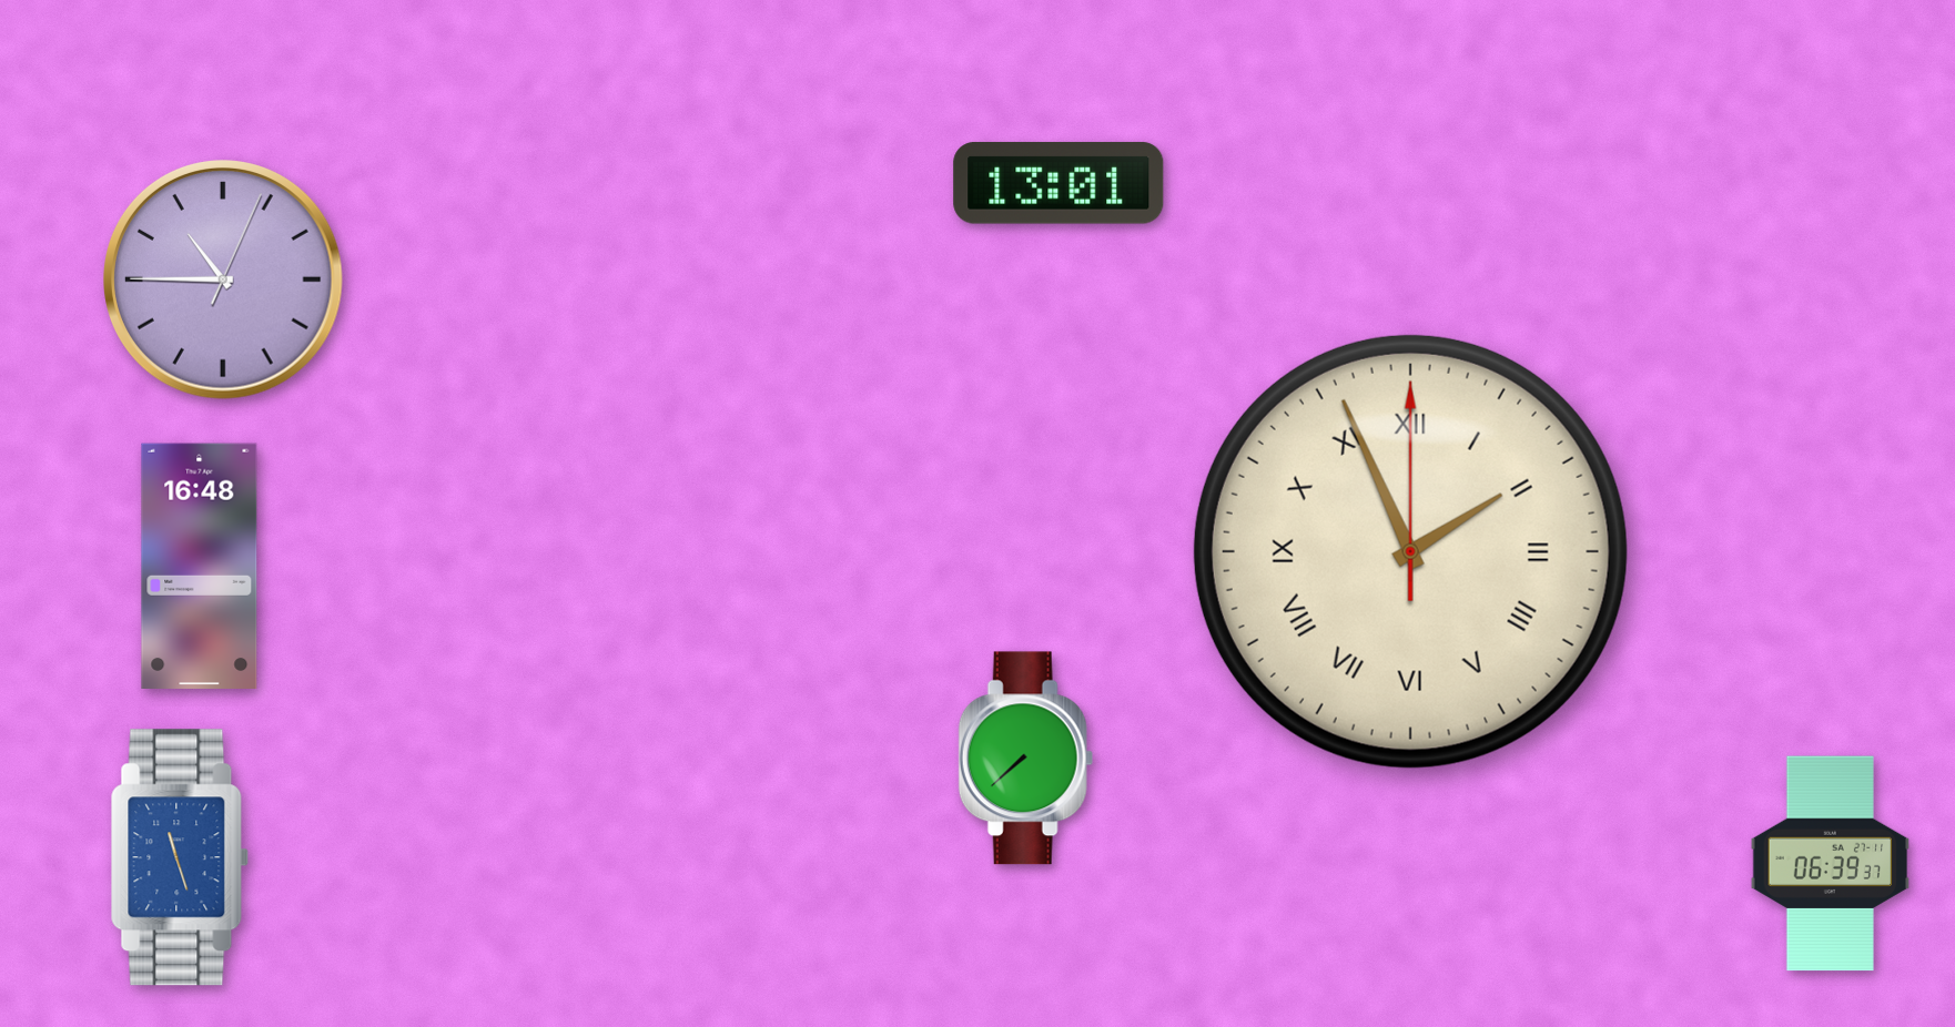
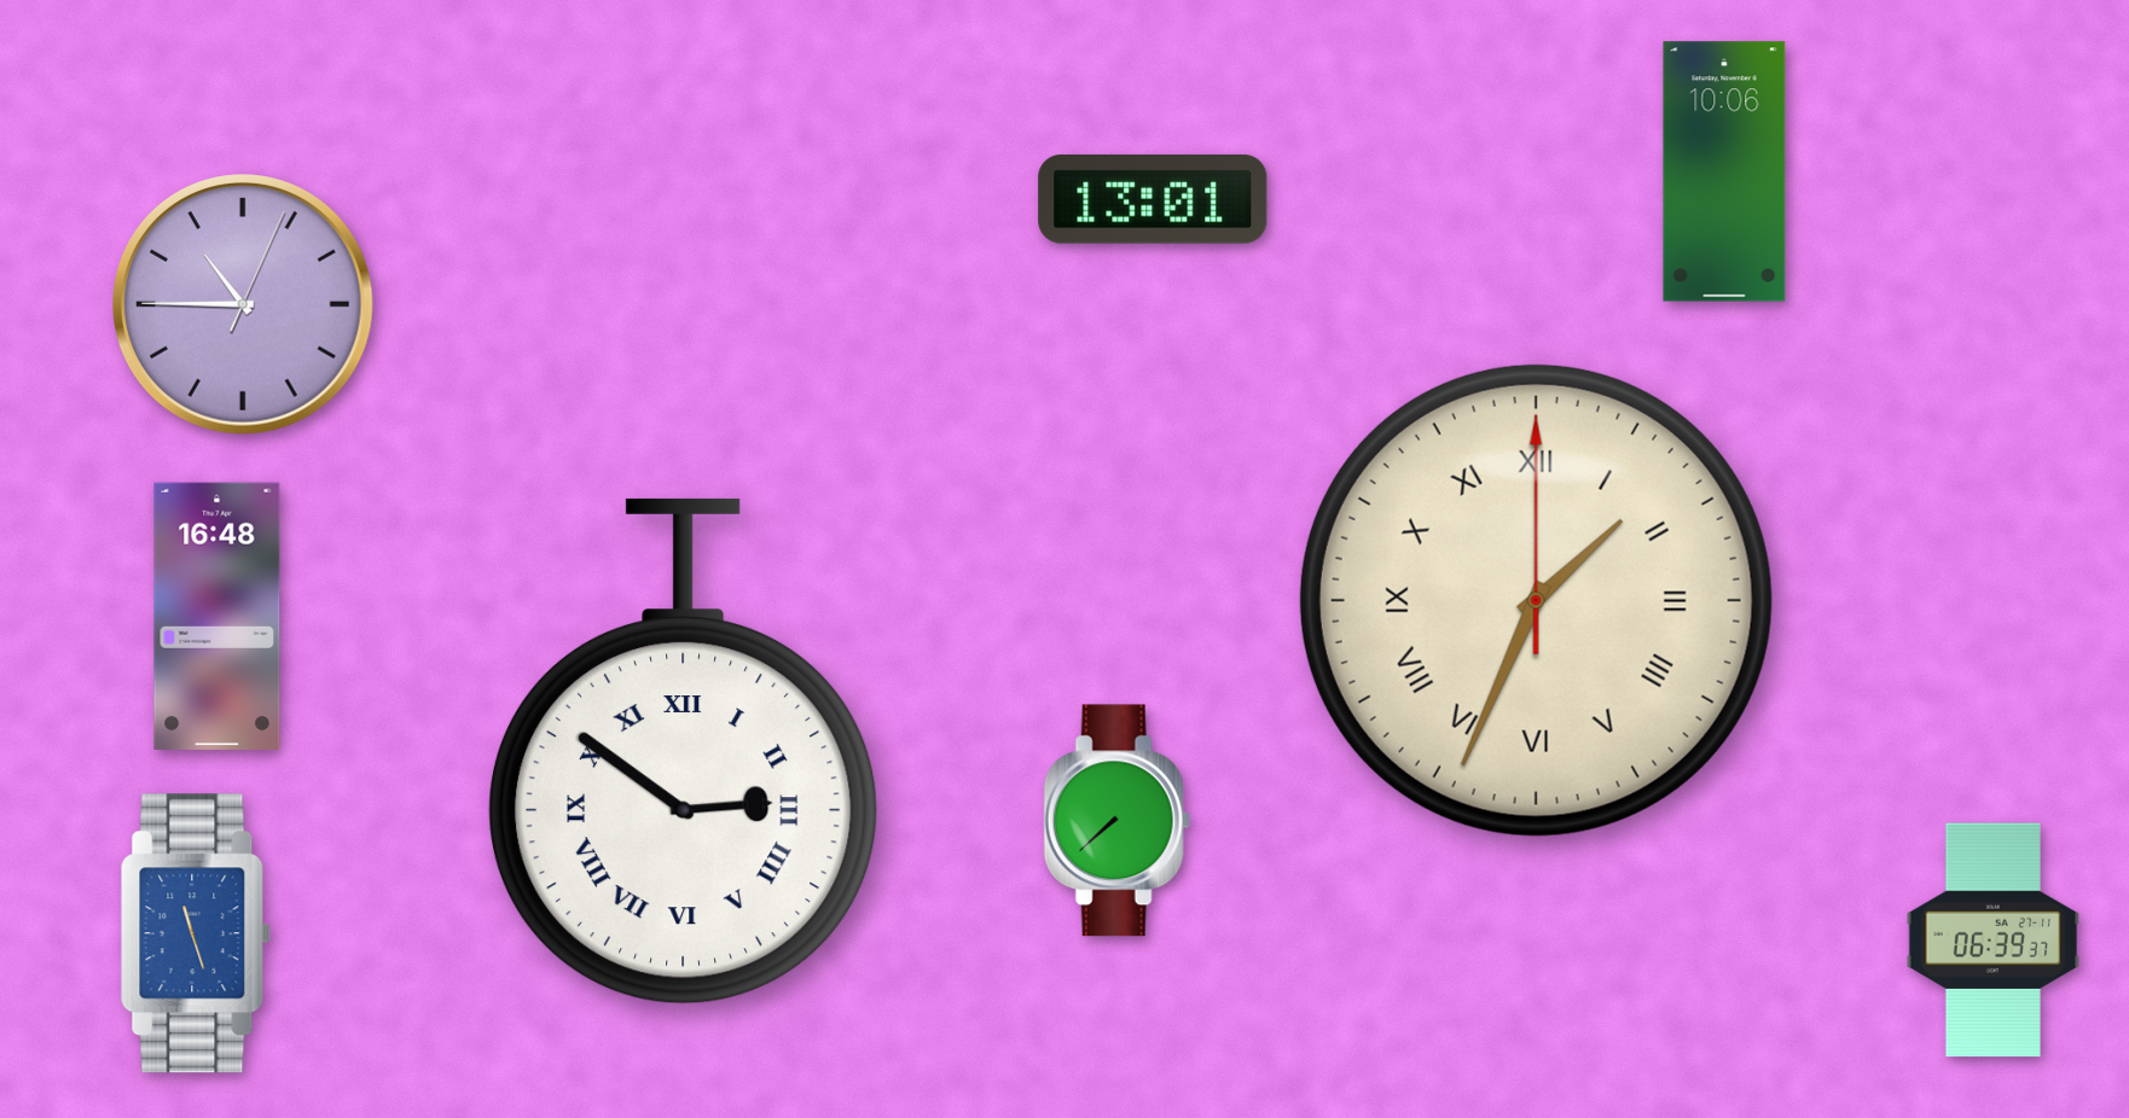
clock at (1724, 171): none -> 10:06
clock at (1410, 551): 1:56 -> 1:34
clock at (683, 751): none -> 2:51
clock at (1025, 759) position: (1025, 759) -> (1116, 821)
